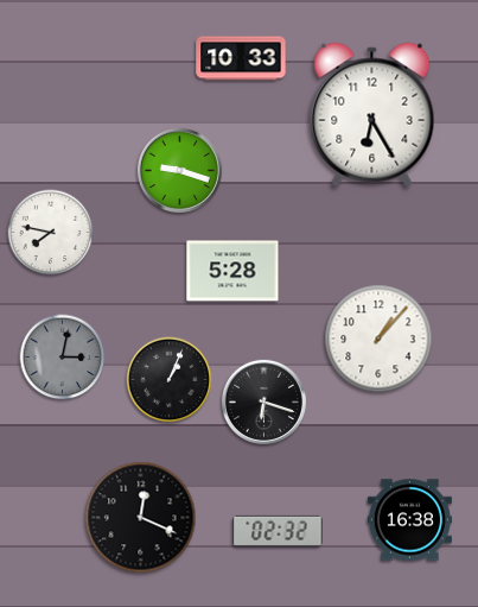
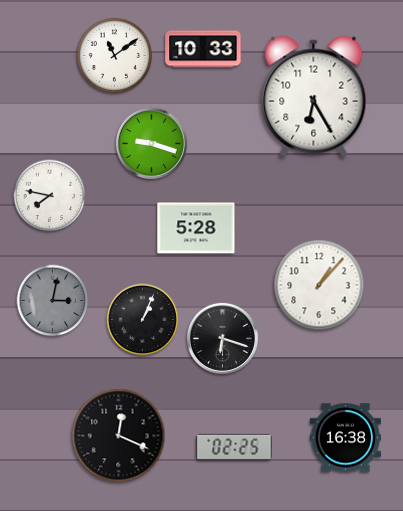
clock at (115, 56): none -> 11:09
clock at (51, 233) position: (51, 233) -> (50, 196)
clock at (278, 531): 02:32 -> 02:25
